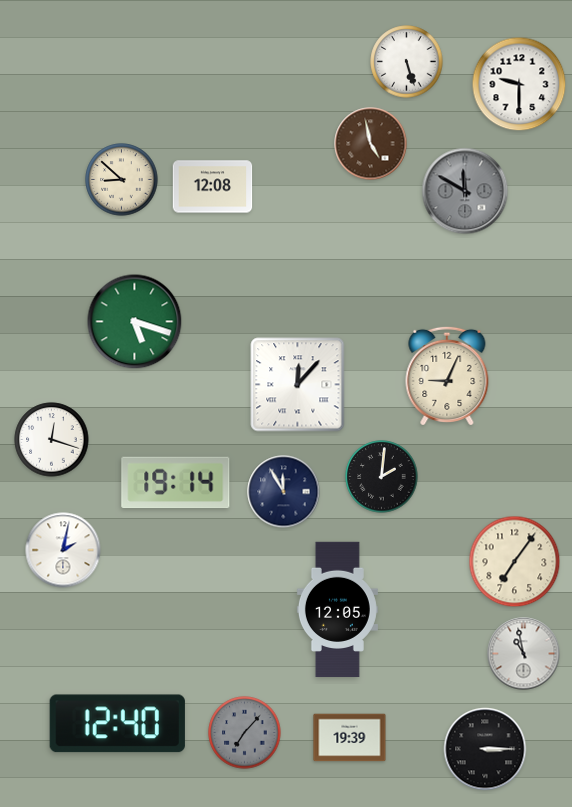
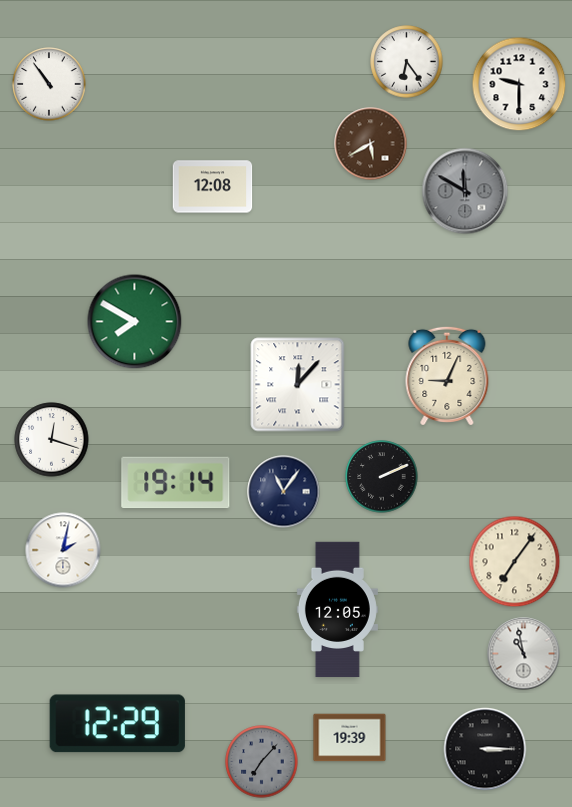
clock at (407, 62): 5:27 -> 6:24
clock at (49, 84): none -> 10:54
clock at (371, 144): 4:58 -> 5:40
clock at (122, 180): 8:52 -> none
clock at (135, 322): 5:18 -> 7:50
clock at (382, 477): 2:01 -> 2:11
clock at (284, 492): 11:55 -> 11:06
clock at (117, 724): 12:40 -> 12:29
clock at (245, 733) position: (245, 733) -> (262, 762)
